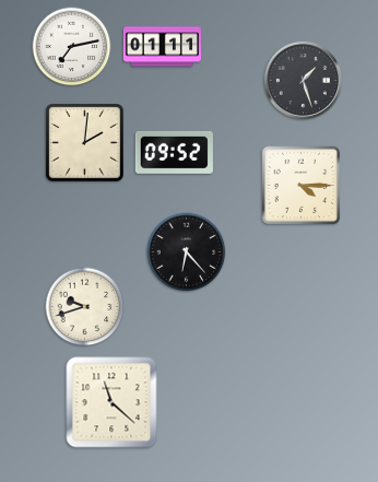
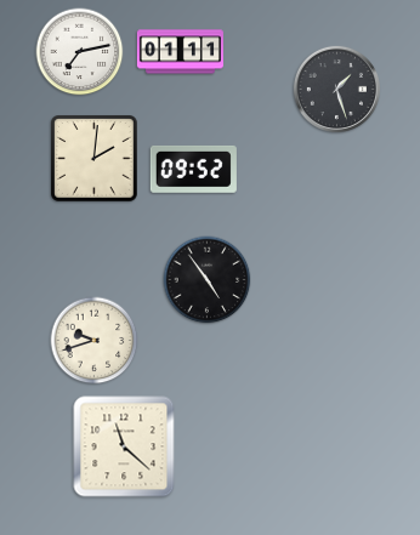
clock at (300, 185): 4:15 -> none
clock at (187, 252): 6:23 -> 4:54
